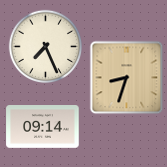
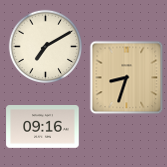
clock at (46, 47): 7:26 -> 7:10
clock at (43, 127): 09:14 -> 09:16
